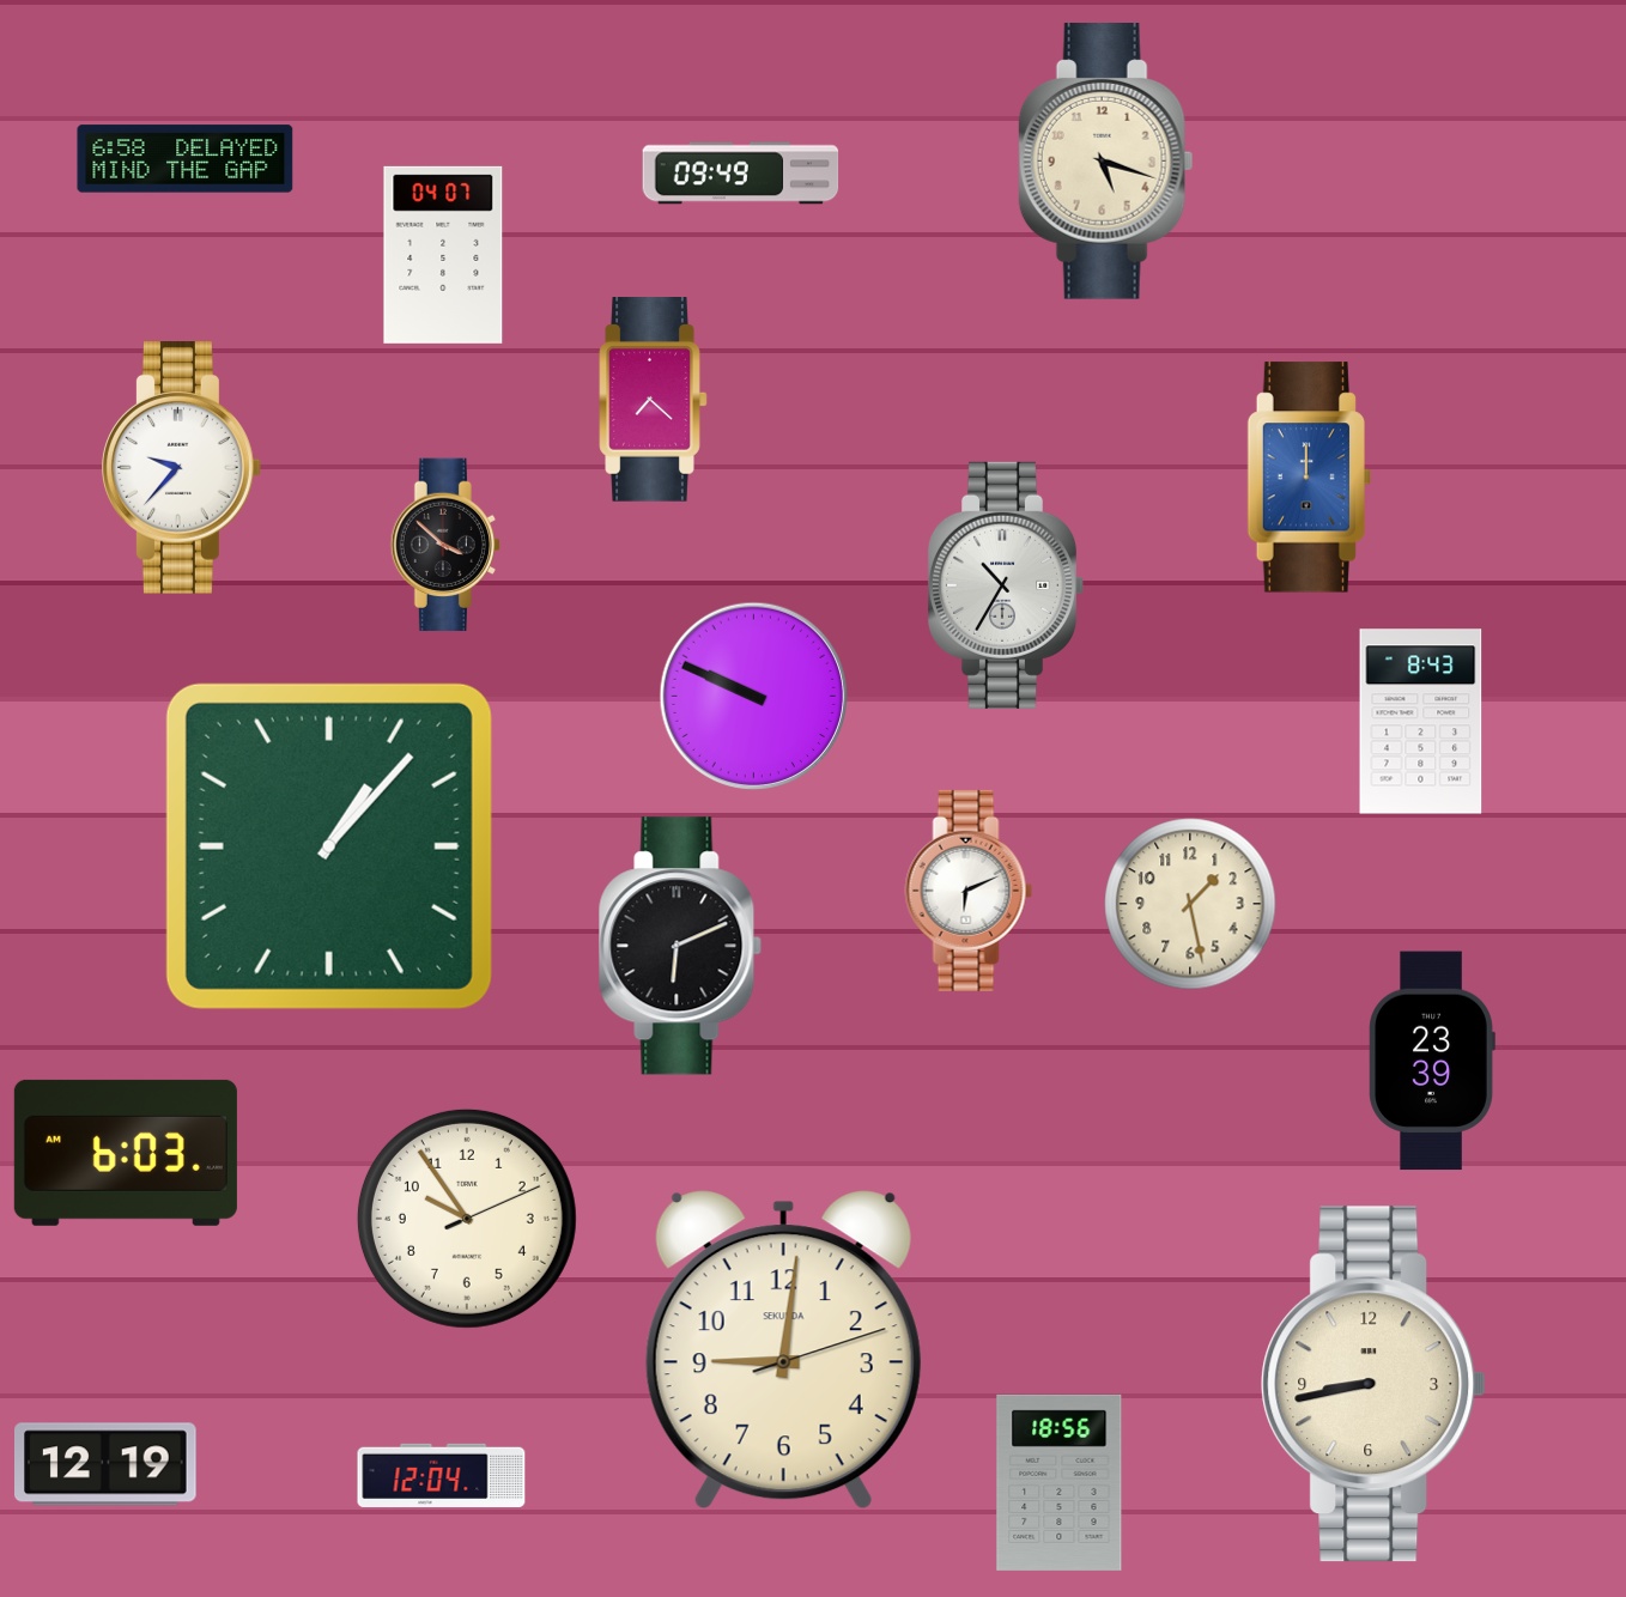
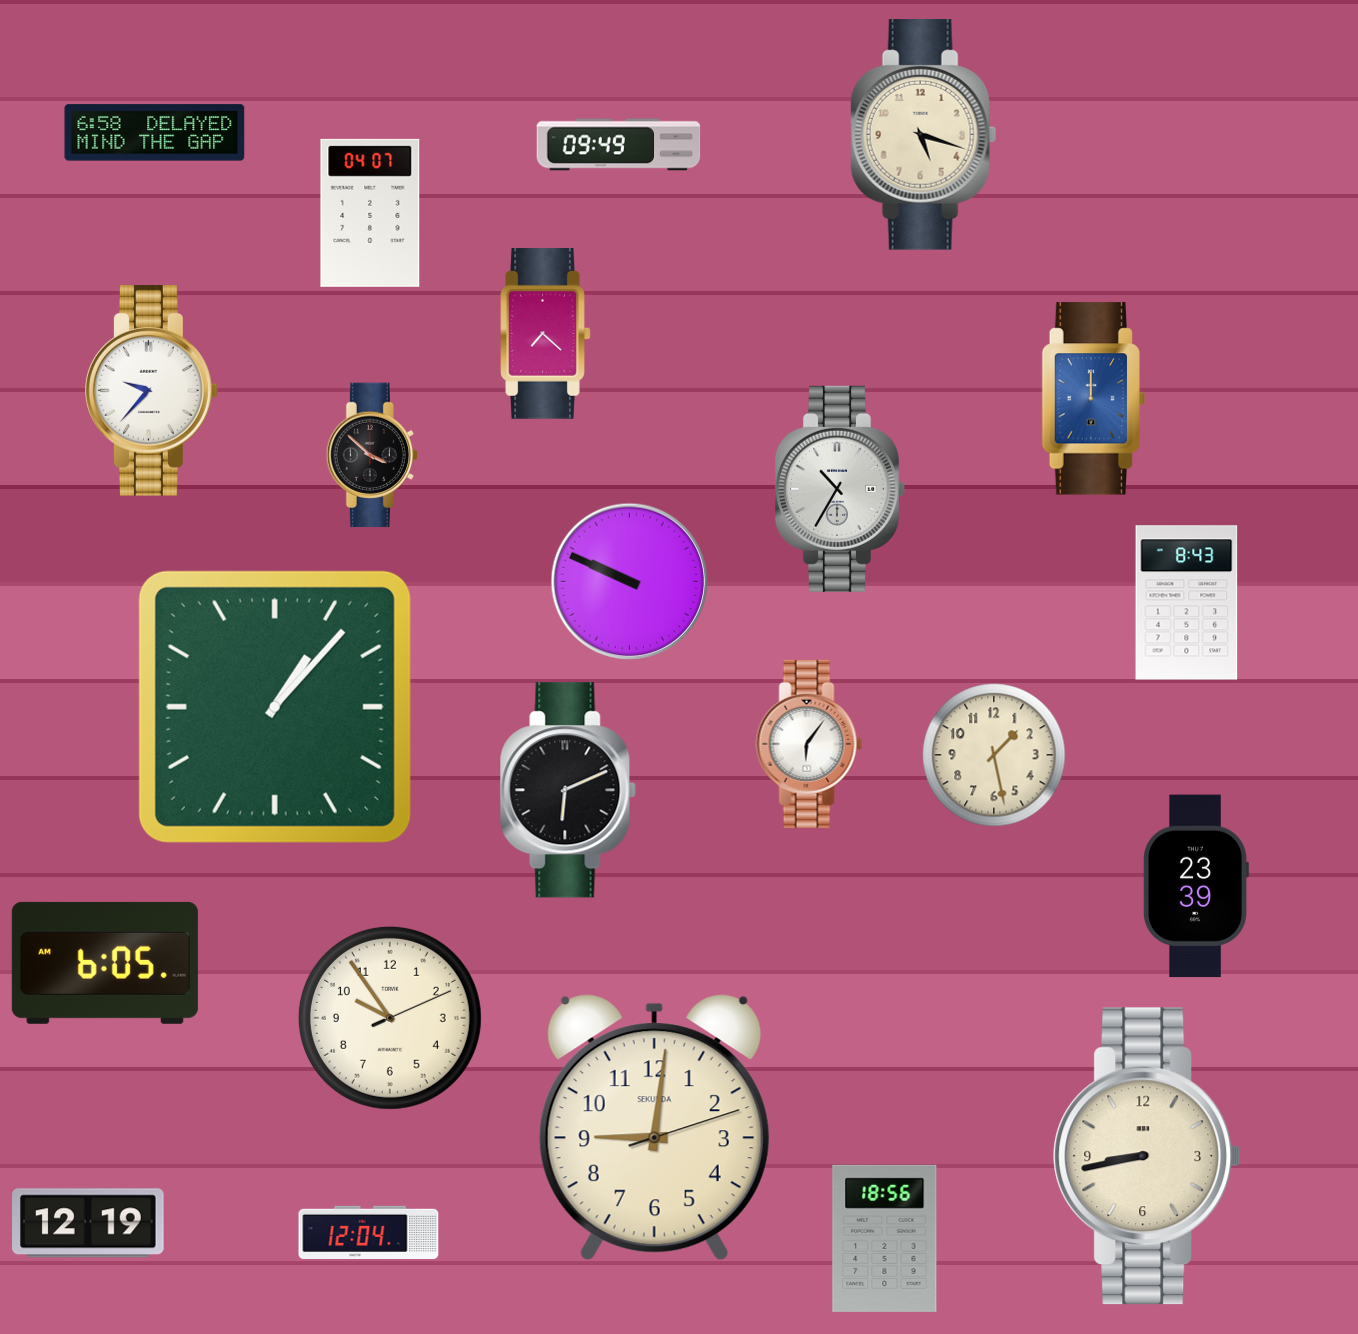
clock at (969, 891): 6:11 -> 6:06
clock at (126, 1153): 6:03 -> 6:05
